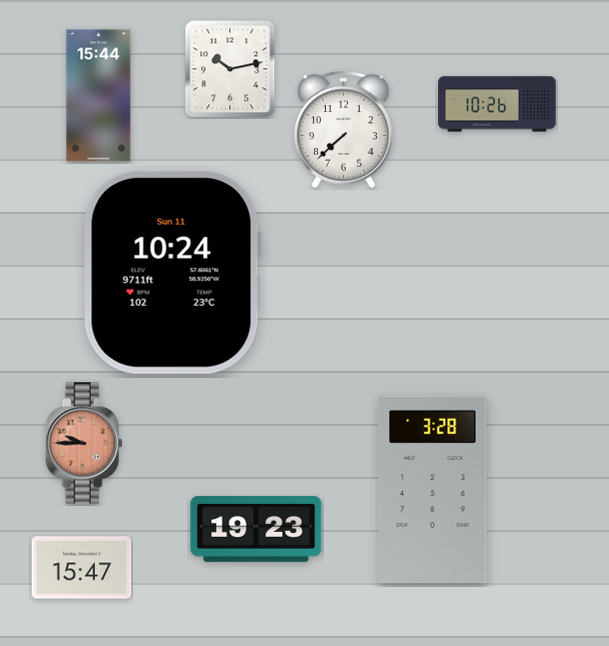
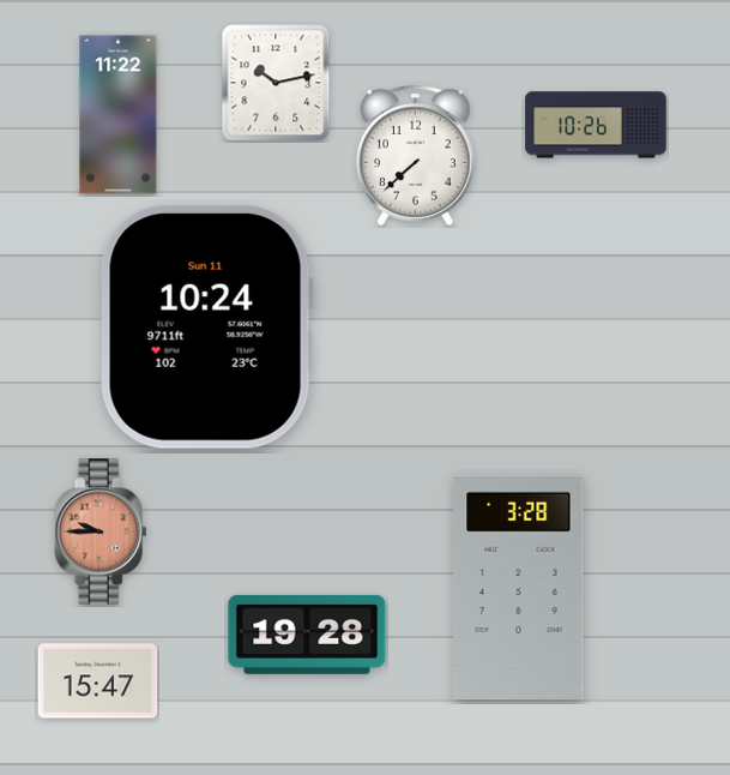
clock at (99, 96): 15:44 -> 11:22
clock at (344, 129) position: (344, 129) -> (416, 155)
clock at (256, 529): 19:23 -> 19:28
